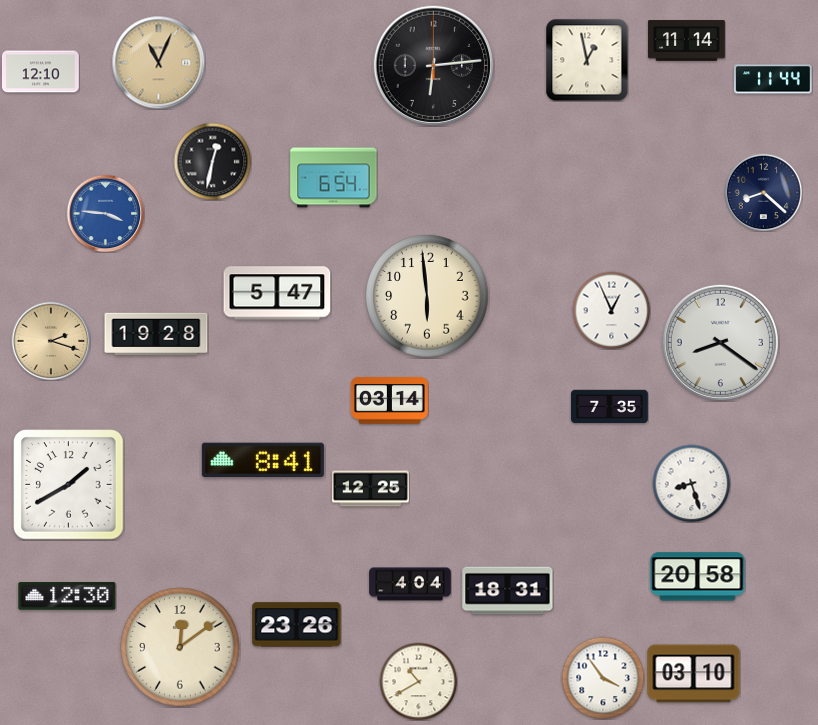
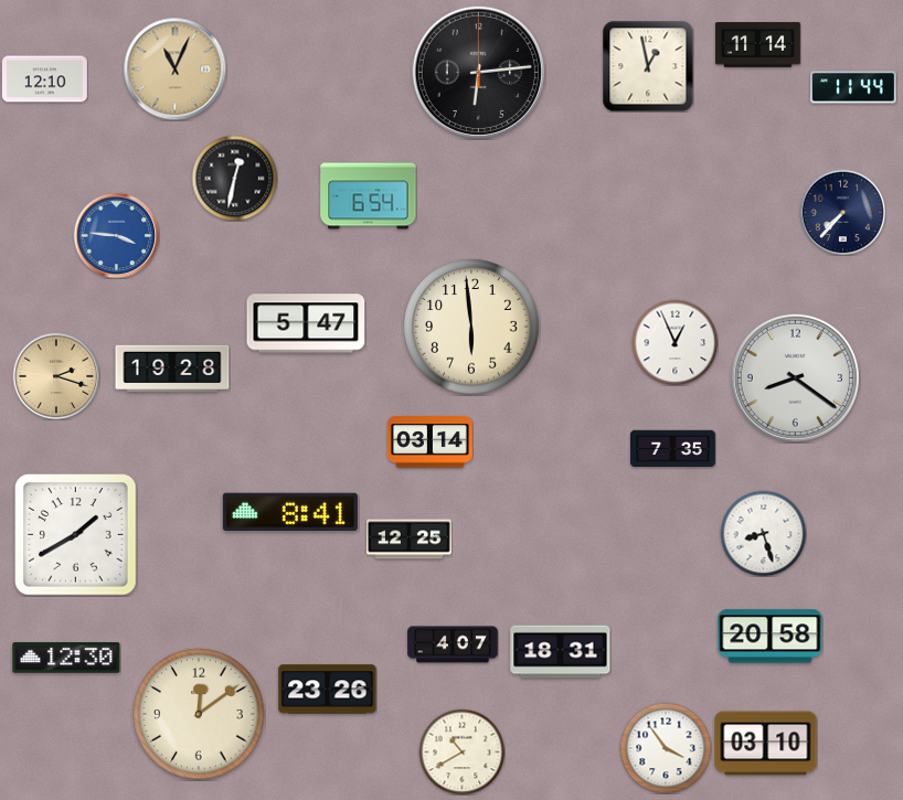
clock at (763, 192): 8:22 -> 7:37
clock at (263, 460) position: (263, 460) -> (290, 512)
clock at (410, 584): 4:04 -> 4:07
clock at (67, 596) position: (67, 596) -> (66, 658)
